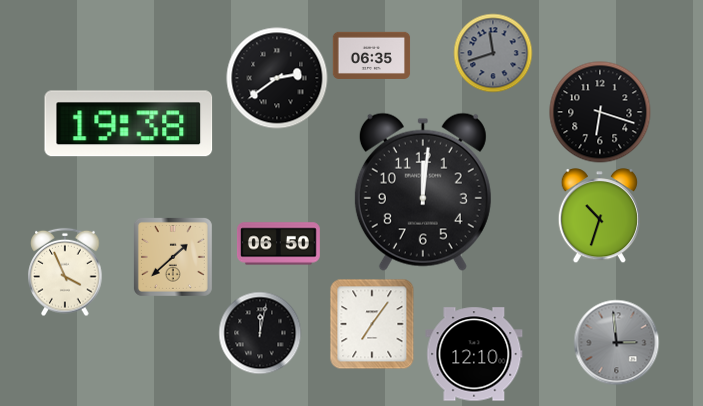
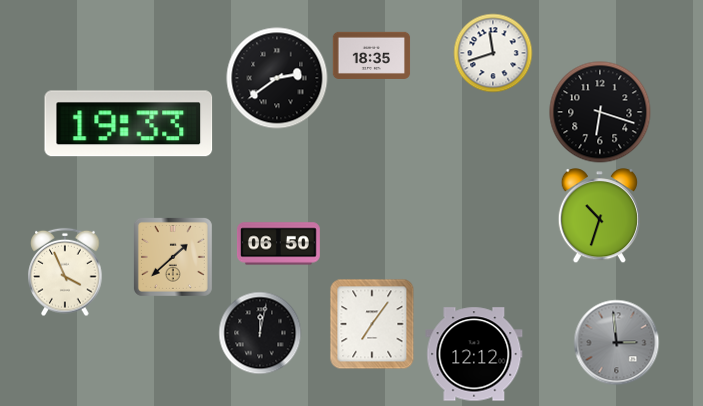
clock at (493, 53) dial: grey -> white
clock at (372, 55): 06:35 -> 18:35
clock at (129, 124): 19:38 -> 19:33
clock at (423, 192): 12:01 -> none
clock at (474, 354): 12:10 -> 12:12
